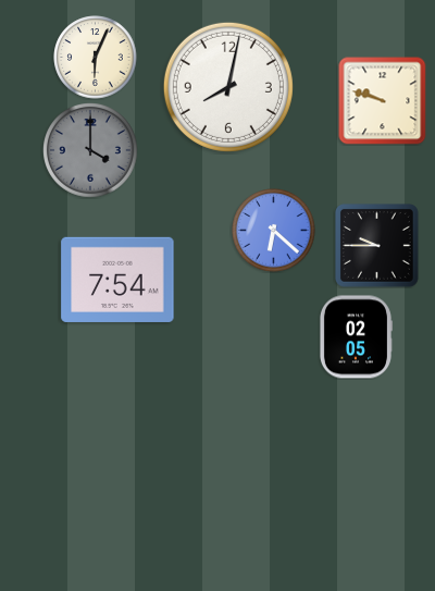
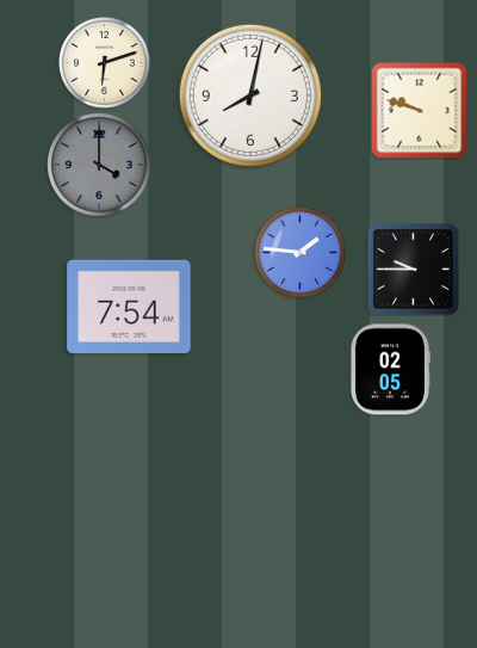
clock at (96, 58): 6:04 -> 6:12
clock at (274, 231): 6:22 -> 1:46
